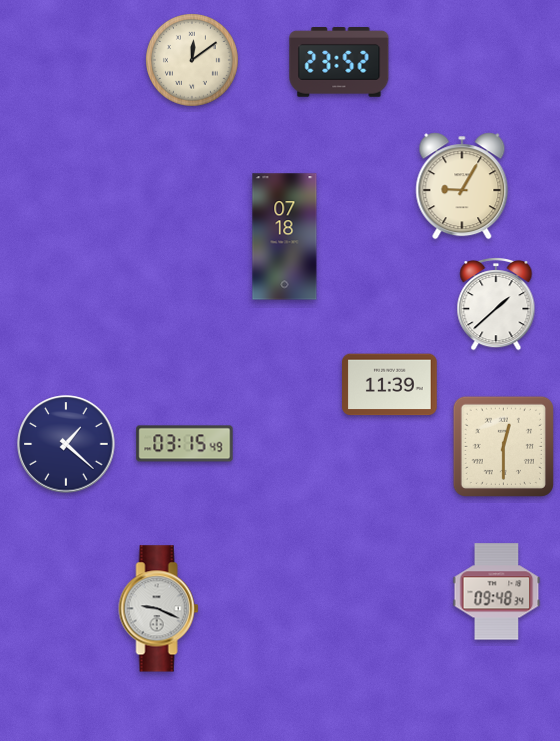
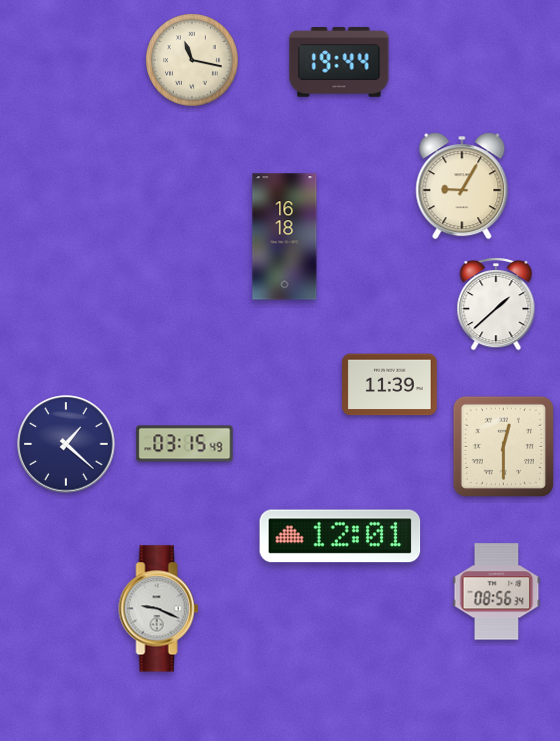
clock at (193, 61): 12:09 -> 11:17
clock at (339, 63): 23:52 -> 19:44
clock at (285, 237): 07:18 -> 16:18
clock at (340, 536): none -> 12:01
clock at (497, 592): 09:48 -> 08:56
